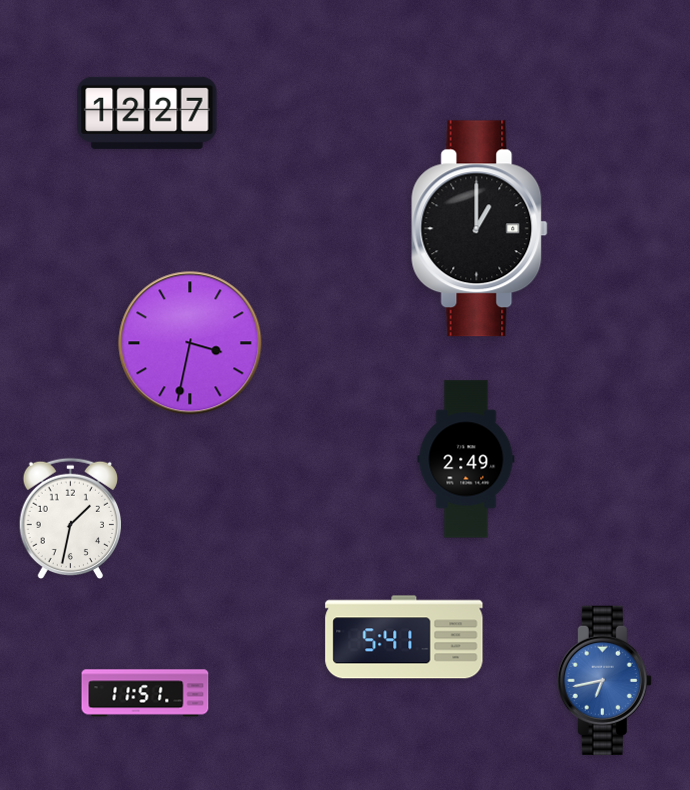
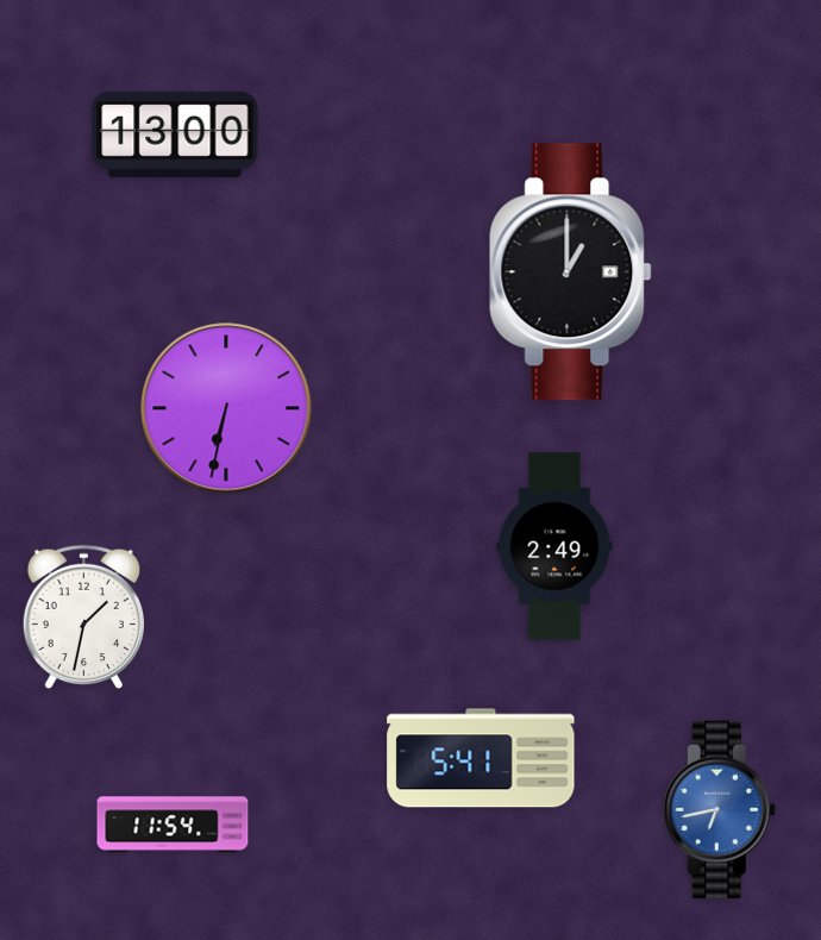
clock at (147, 113): 12:27 -> 13:00
clock at (190, 343): 3:32 -> 6:32
clock at (145, 693): 11:51 -> 11:54
